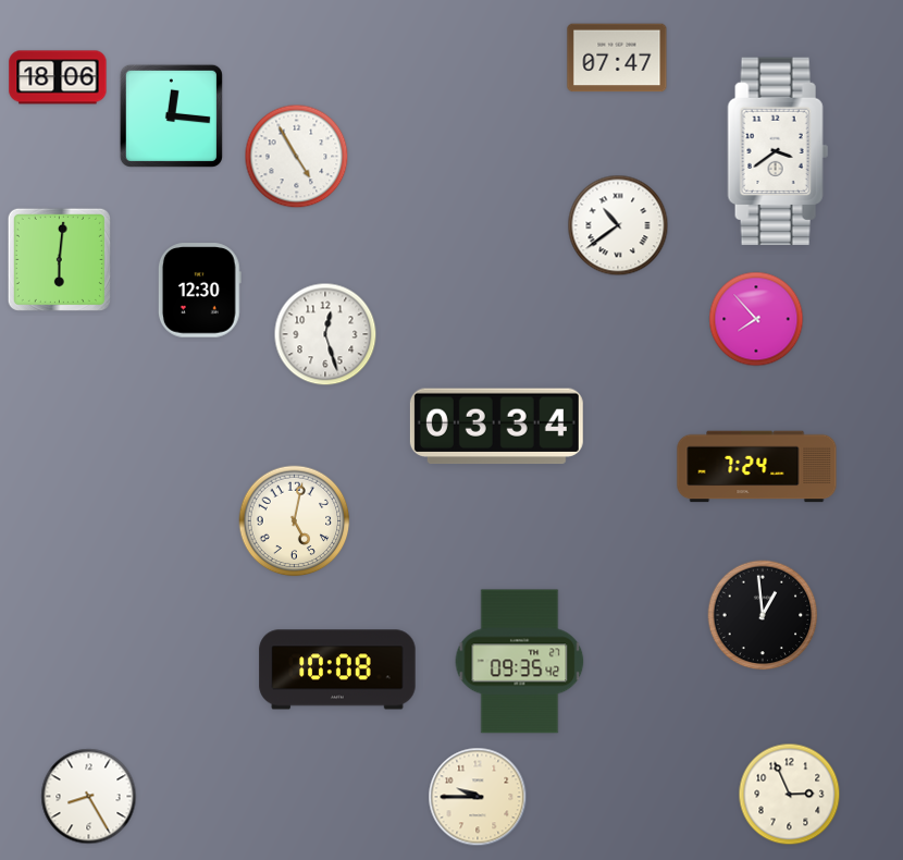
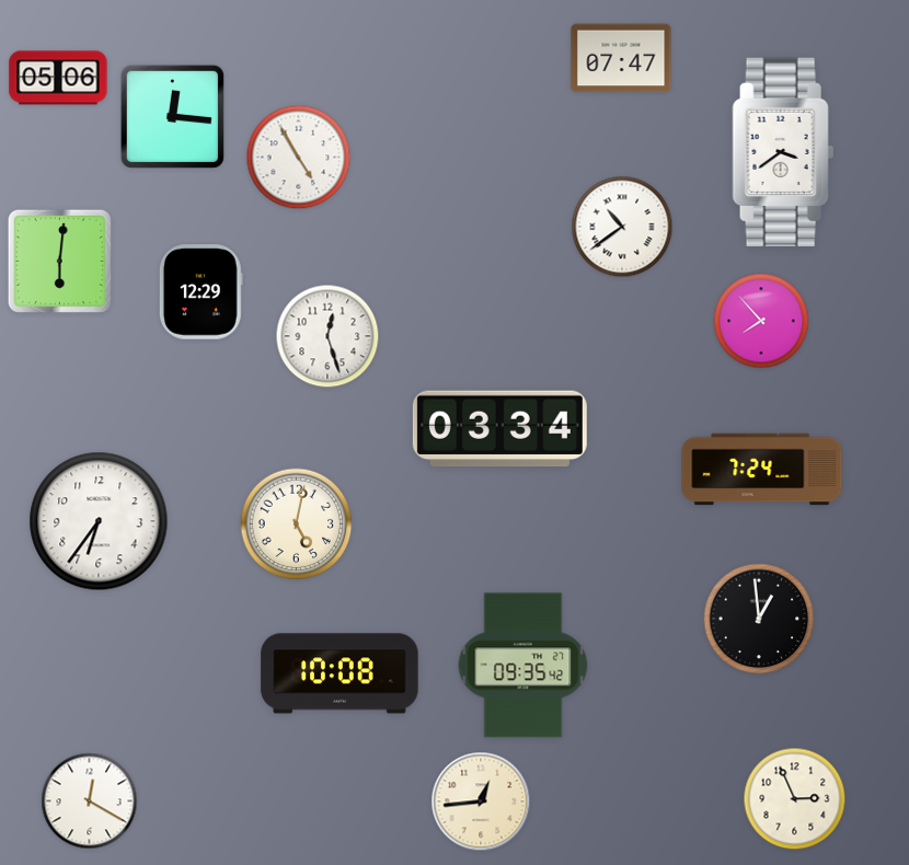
clock at (58, 77): 18:06 -> 05:06
clock at (199, 291): 12:30 -> 12:29
clock at (99, 521): none -> 6:36
clock at (763, 615) position: (763, 615) -> (759, 619)
clock at (89, 797): 8:25 -> 12:20
clock at (478, 797): 9:45 -> 12:44
